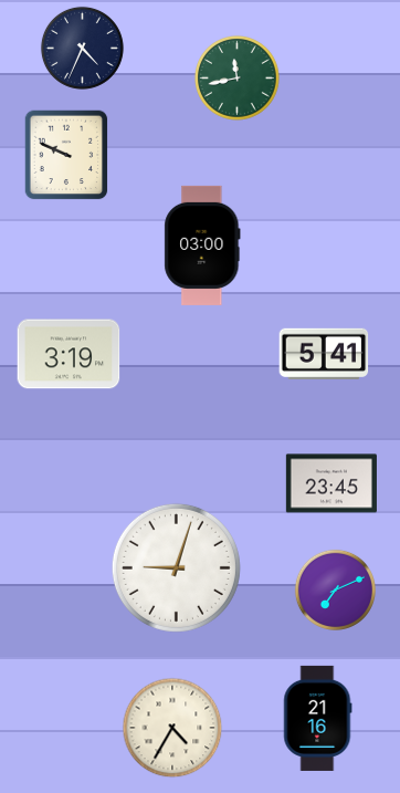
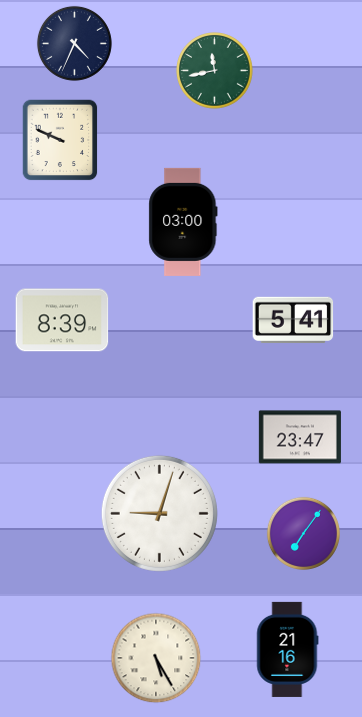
clock at (69, 354): 3:19 -> 8:39
clock at (331, 483): 23:45 -> 23:47
clock at (335, 589): 7:11 -> 7:06
clock at (172, 728): 4:35 -> 5:25
